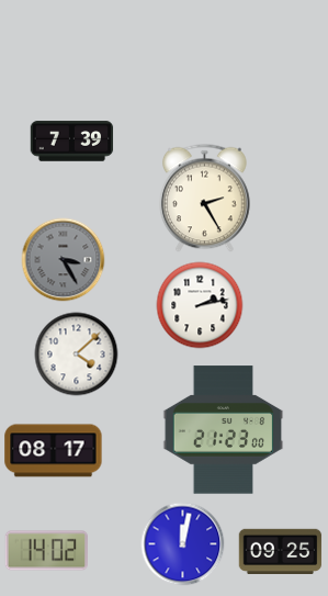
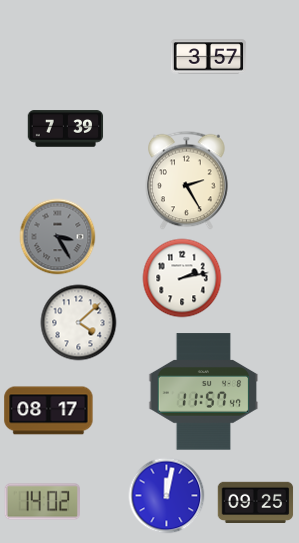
clock at (209, 57): none -> 3:57
clock at (77, 355) position: (77, 355) -> (79, 323)
clock at (224, 430): 21:23 -> 11:57
